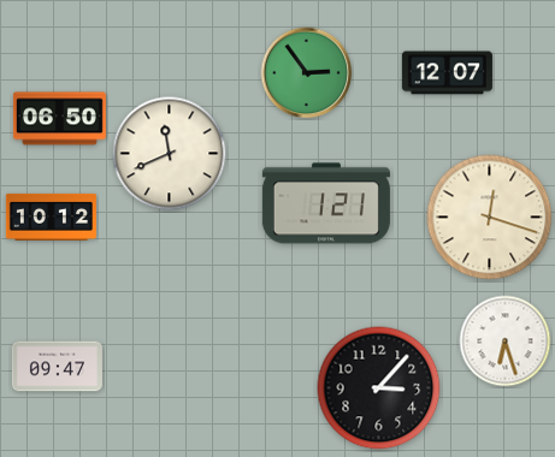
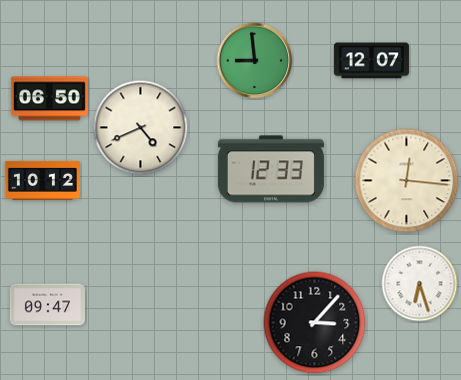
clock at (307, 73): 2:54 -> 8:59
clock at (170, 154): 11:41 -> 4:41
clock at (326, 203): 1:21 -> 12:33
clock at (490, 218): 12:18 -> 12:16
